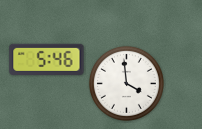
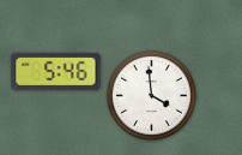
clock at (126, 83) position: (126, 83) -> (151, 95)
